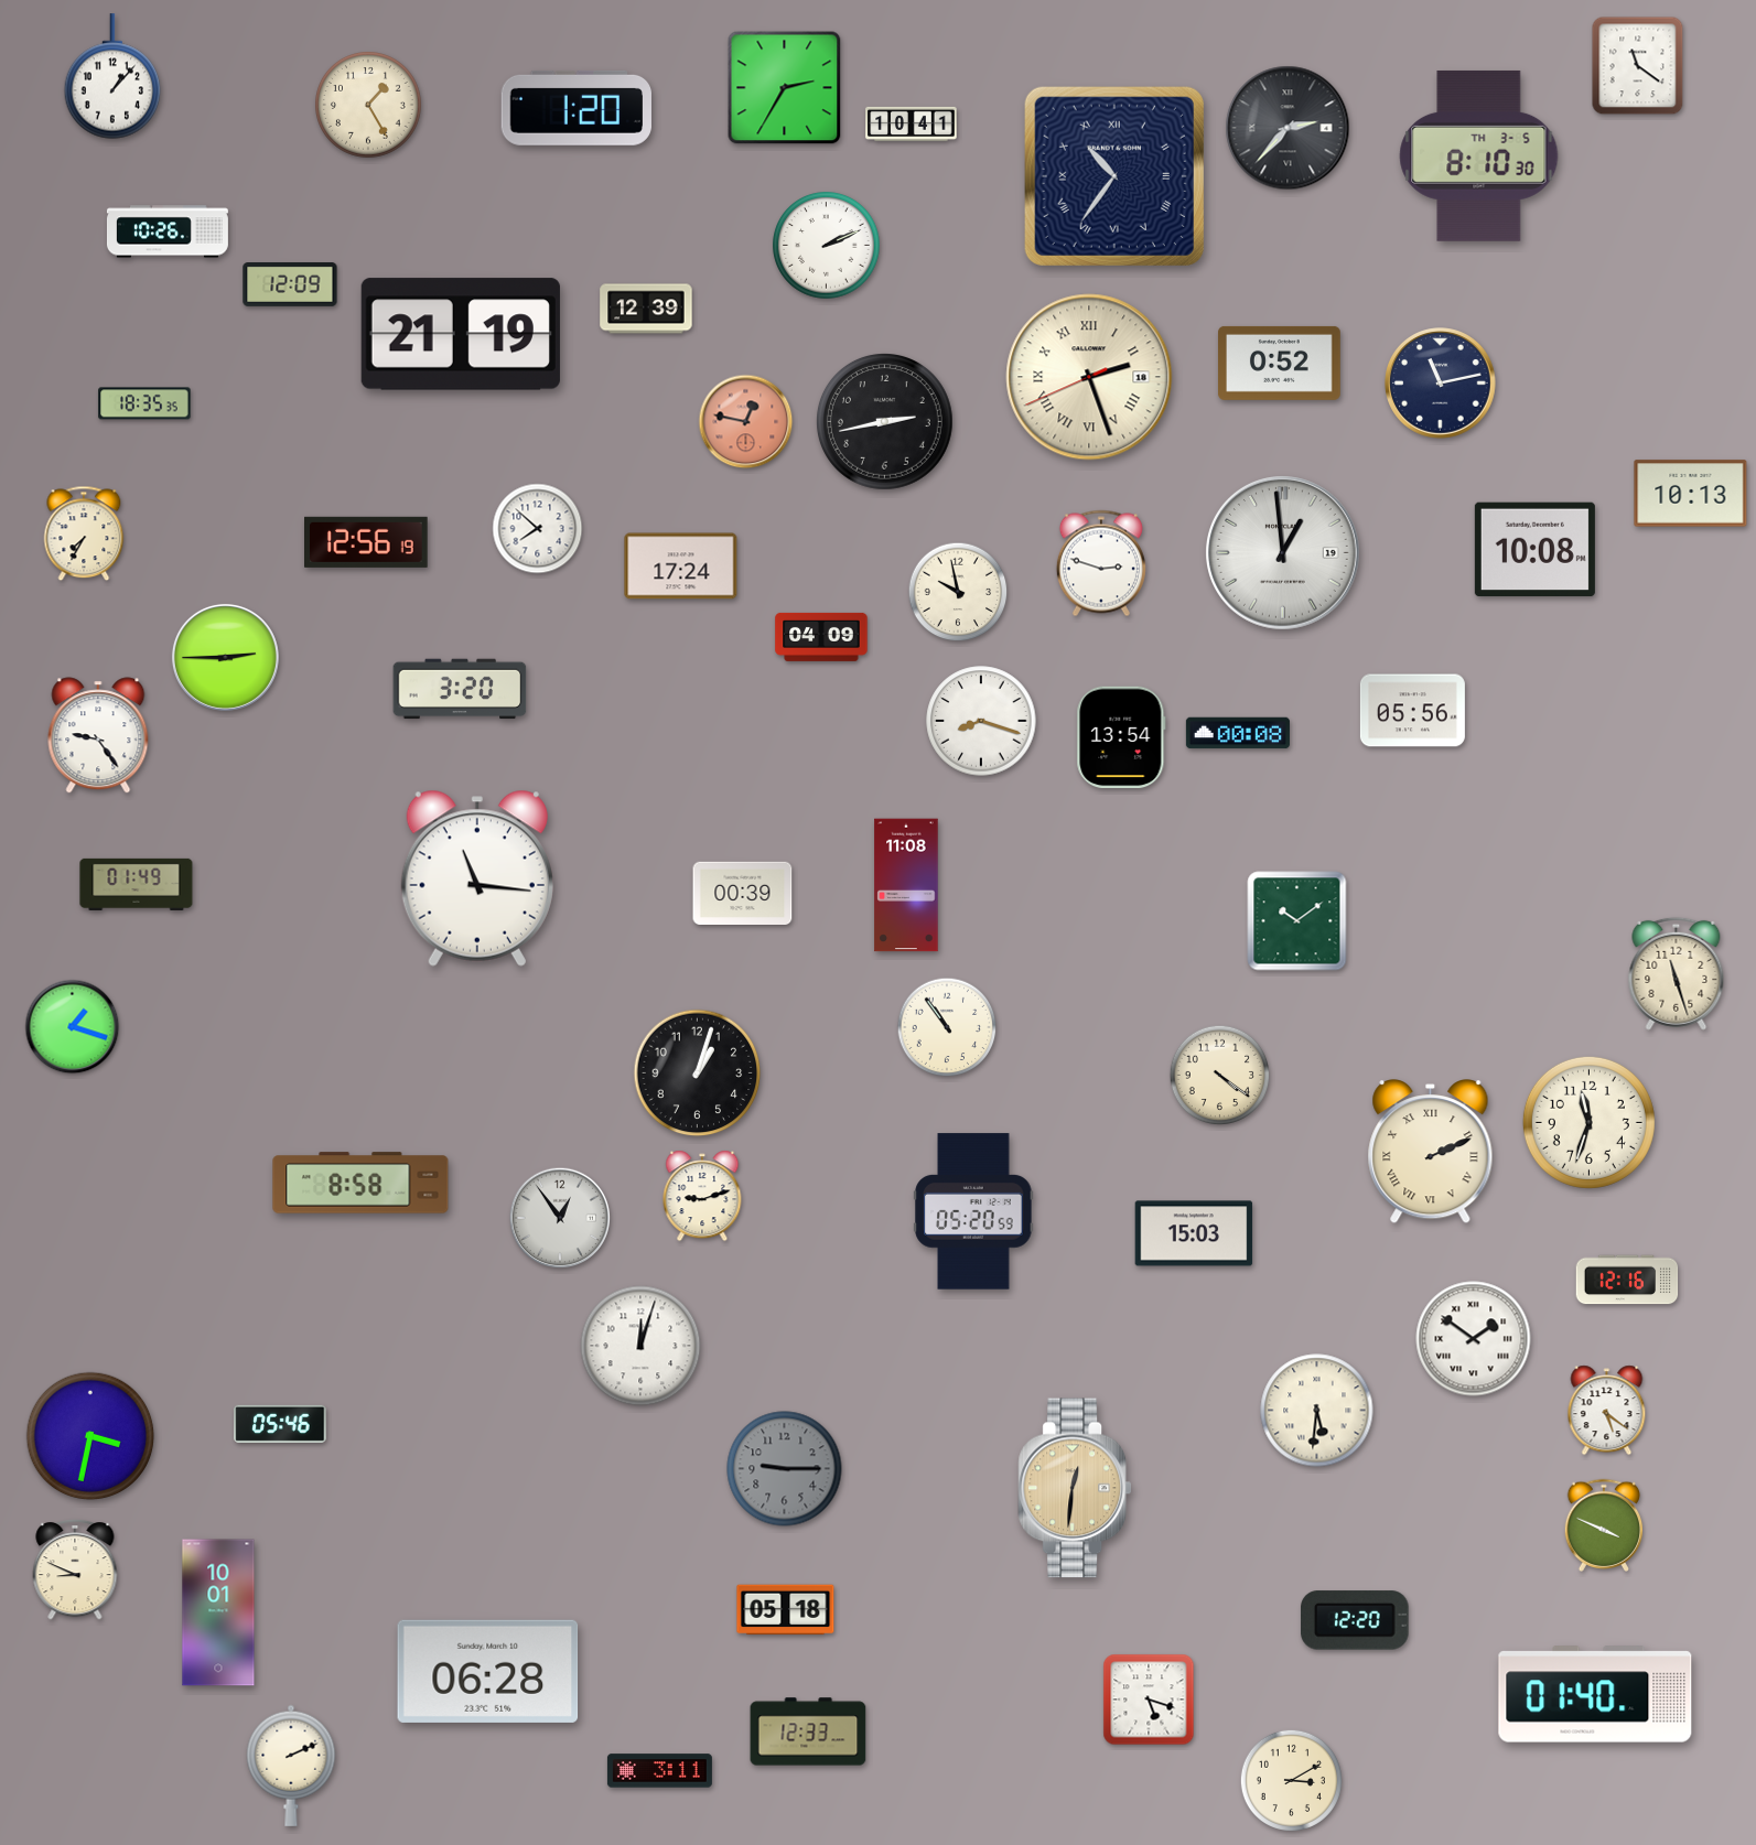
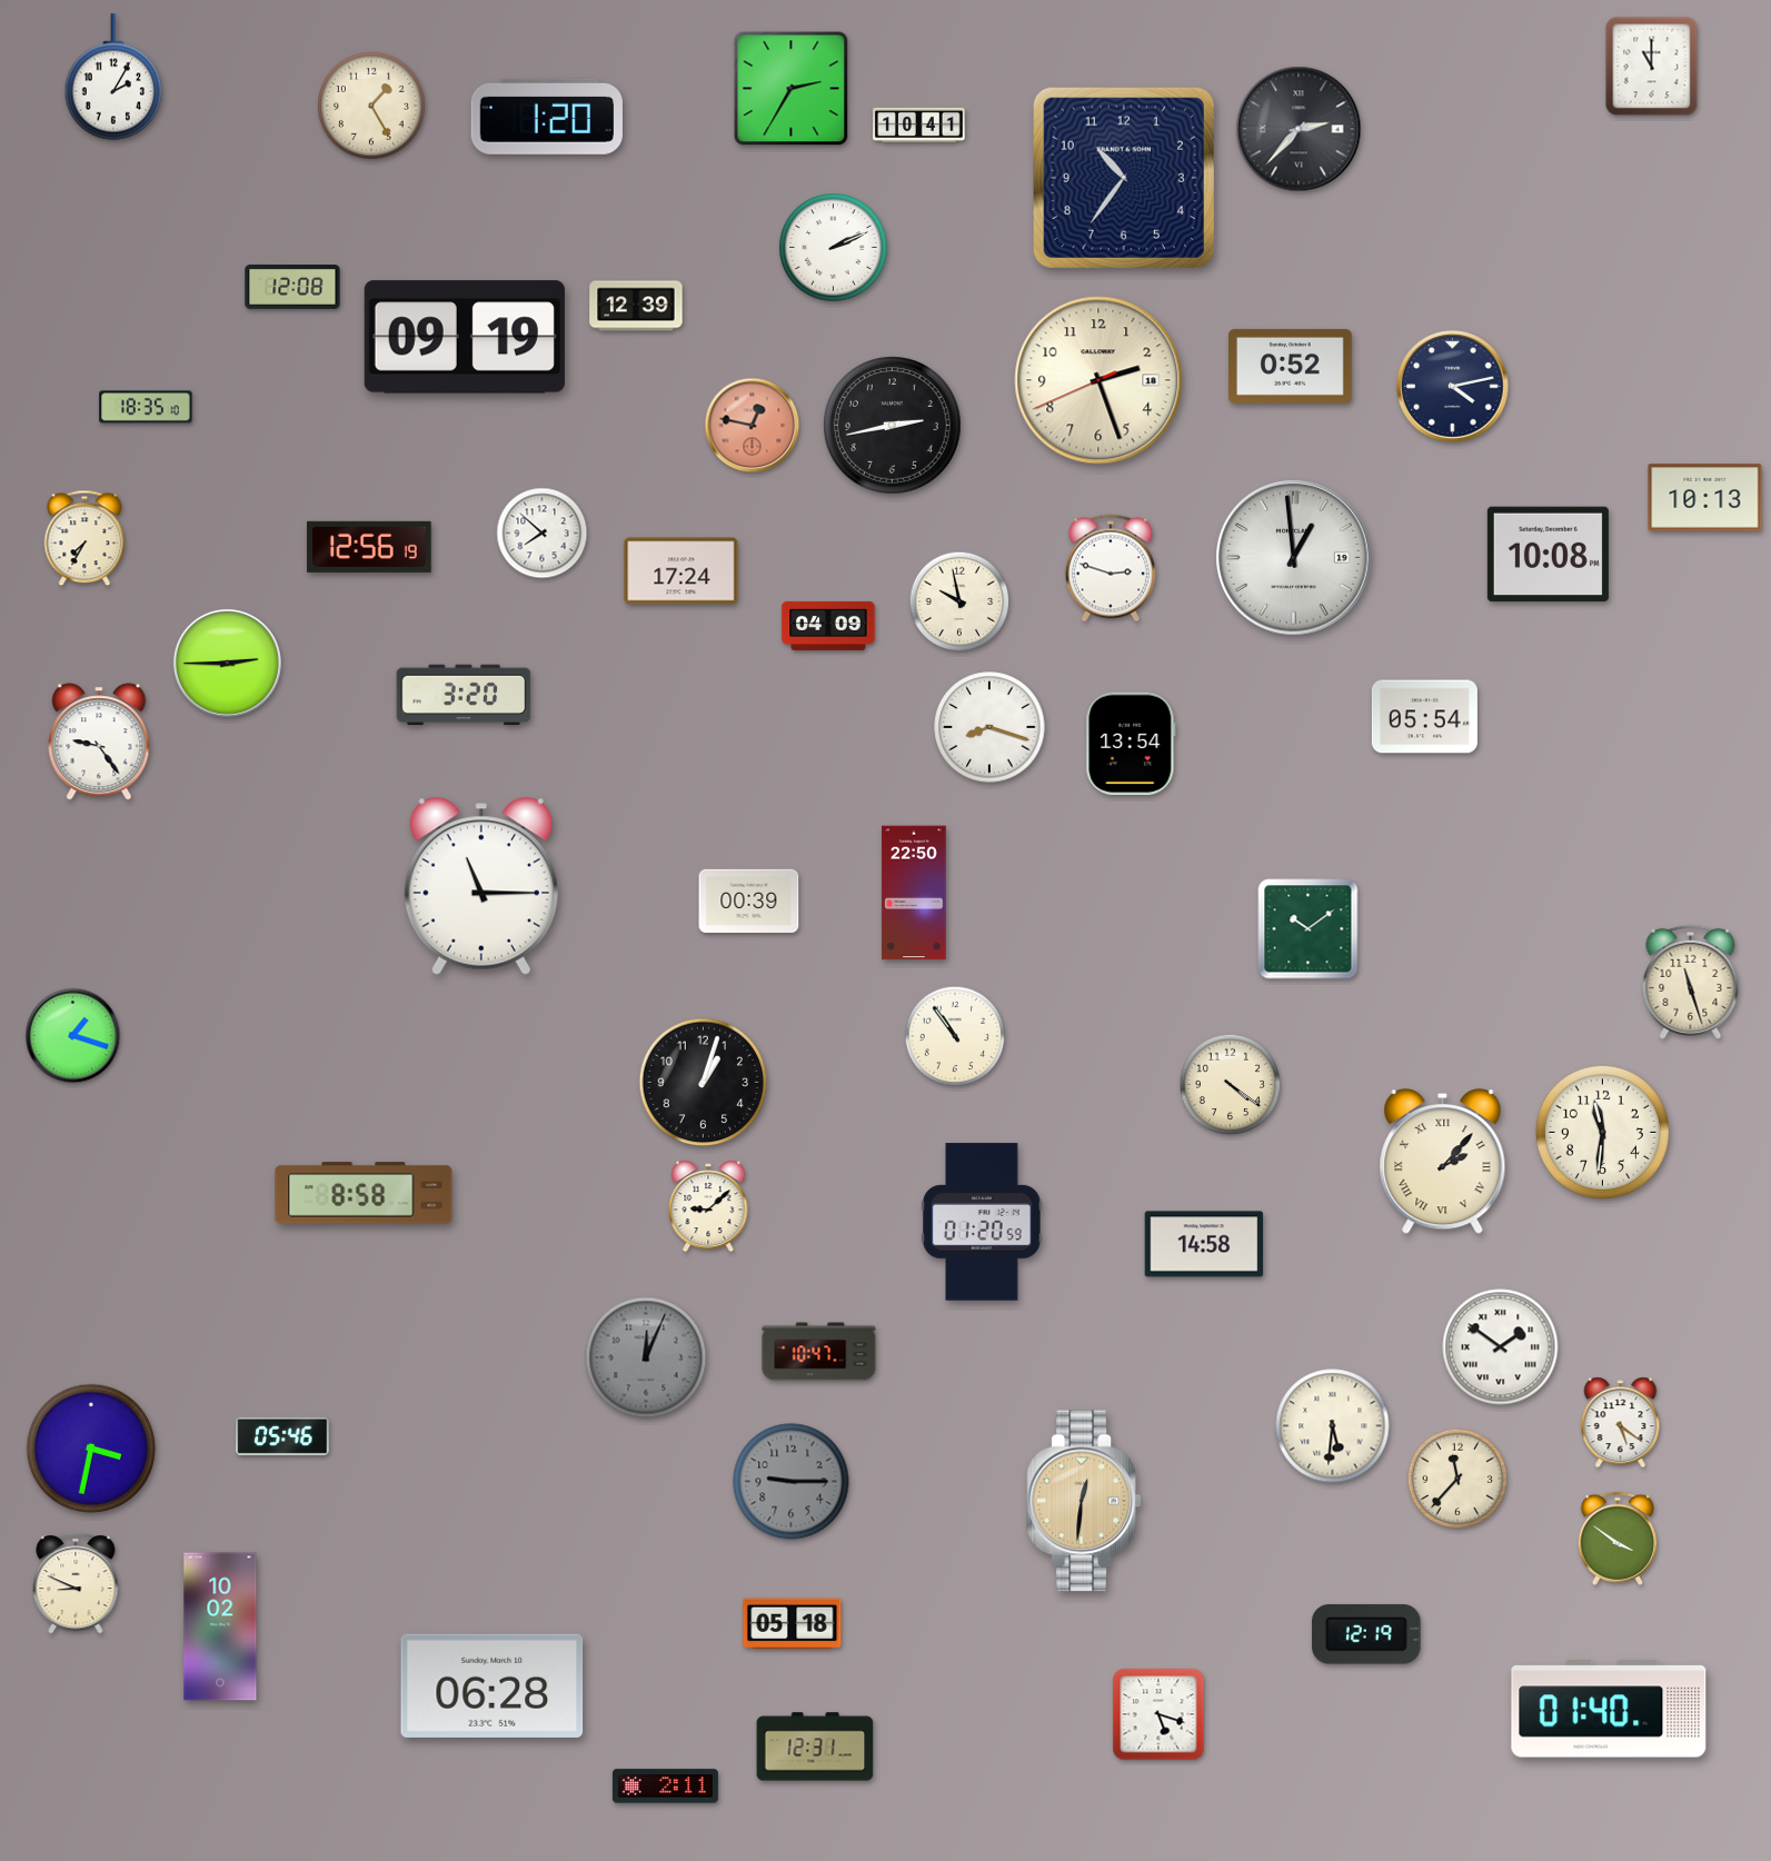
clock at (1638, 66): 11:21 -> 11:00
clock at (112, 76): 1:07 -> 2:05
clock at (577, 108) position: (577, 108) -> (547, 117)
clock at (1479, 155): 8:10 -> none
clock at (1114, 176) numerals: Roman -> Arabic
clock at (168, 231): 10:26 -> none
clock at (290, 285): 12:09 -> 12:08
clock at (646, 309) position: (646, 309) -> (636, 306)
clock at (461, 334): 21:19 -> 09:19
clock at (1089, 377) numerals: Roman -> Arabic
clock at (1441, 384): 11:13 -> 4:13
clock at (144, 403): 18:35:35 -> 18:35:10
clock at (681, 567) position: (681, 567) -> (681, 571)
clock at (958, 592) position: (958, 592) -> (959, 601)
clock at (821, 637) position: (821, 637) -> (828, 626)
clock at (1412, 711): 05:56 -> 05:54
clock at (1238, 733): 00:08 -> none
clock at (477, 878): 11:16 -> 11:15
clock at (137, 884): 01:49 -> none
clock at (906, 885): 11:08 -> 22:50
clock at (1588, 1122): 11:33 -> 11:31
clock at (1431, 1152): 2:11 -> 2:07
clock at (702, 1196): 9:12 -> 9:08
clock at (973, 1211): 05:20 -> 01:20
clock at (560, 1218): 12:54 -> none
clock at (1194, 1233): 15:03 -> 14:58
clock at (1627, 1280): 12:16 -> none
clock at (1474, 1339) position: (1474, 1339) -> (1501, 1347)
clock at (819, 1352): none -> 10:47
clock at (640, 1346): 12:03 -> 12:04
clock at (640, 1346) dial: white -> grey
clock at (1317, 1411) position: (1317, 1411) -> (1333, 1426)
clock at (1457, 1479): none -> 11:37
clock at (1604, 1525): 3:49 -> 3:51
clock at (218, 1612): 10:01 -> 10:02
clock at (1355, 1620): 12:20 -> 12:19
clock at (808, 1731): 12:33 -> 12:31
clock at (291, 1766): 2:11 -> none
clock at (659, 1771): 3:11 -> 2:11
clock at (1291, 1780): 3:10 -> none
